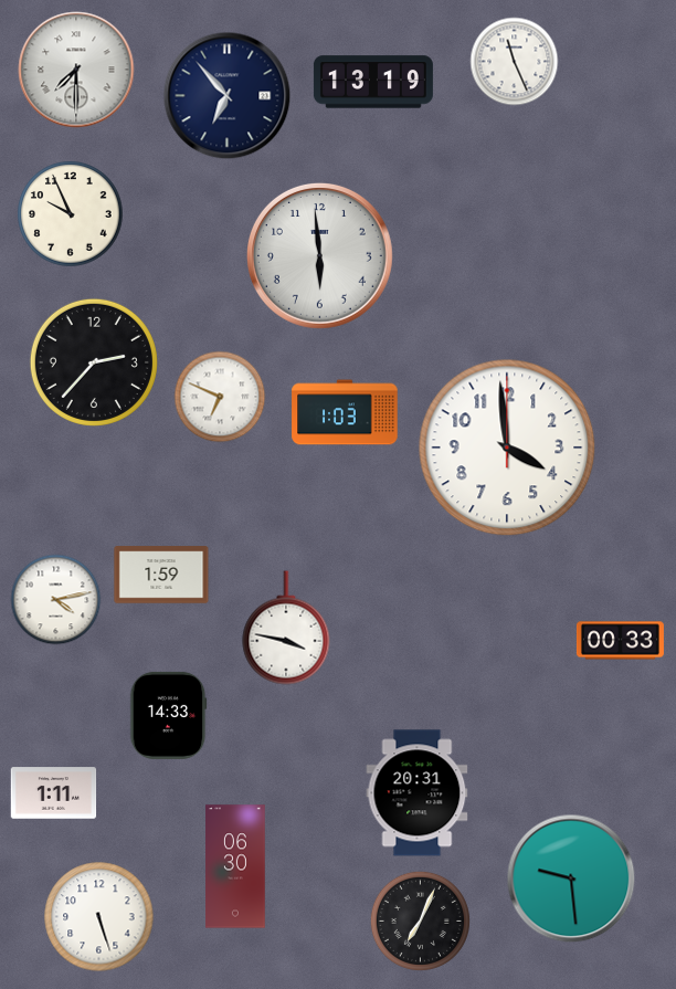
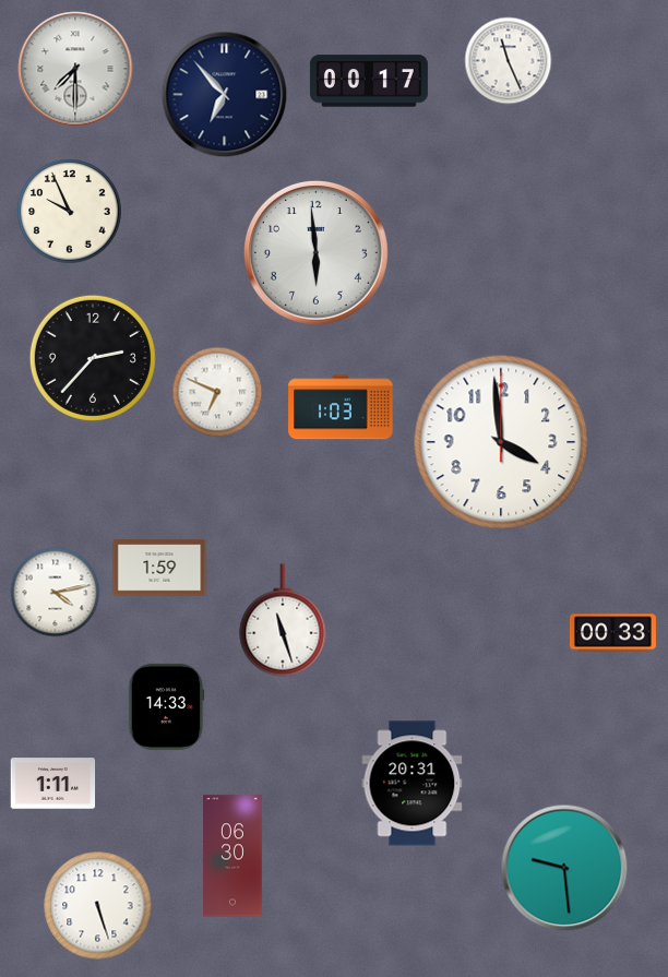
clock at (373, 82): 13:19 -> 00:17
clock at (286, 628): 3:47 -> 11:27
clock at (420, 920): 7:04 -> none
